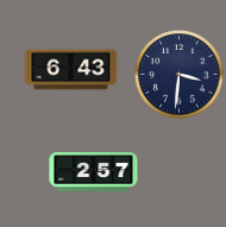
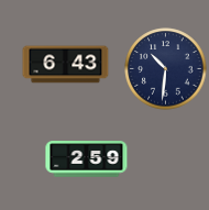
clock at (180, 75): 3:31 -> 10:31
clock at (94, 172): 2:57 -> 2:59
